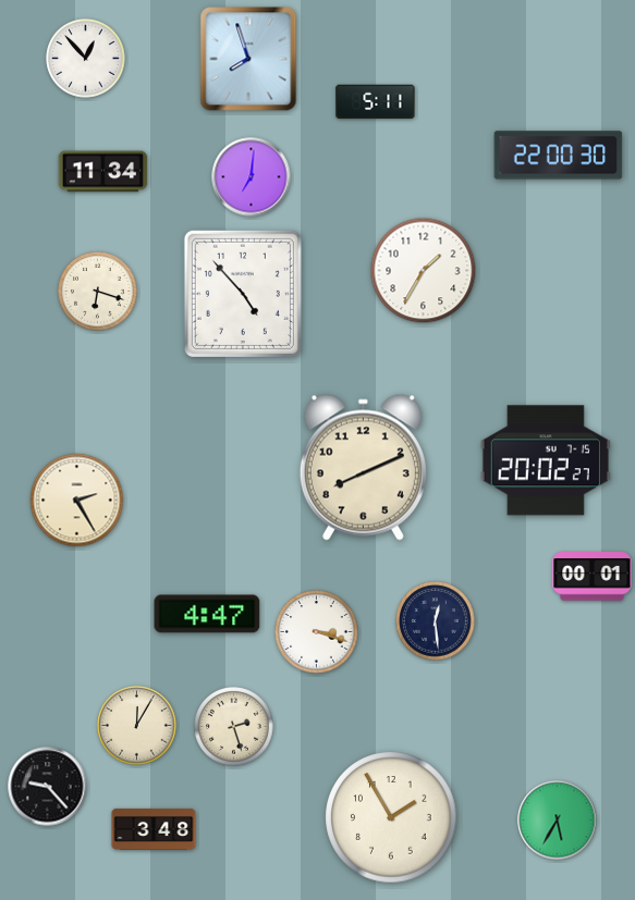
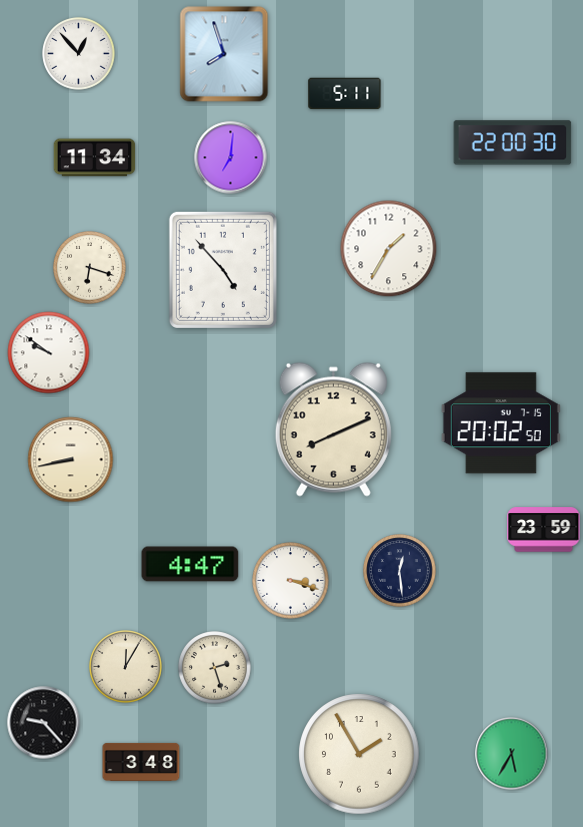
clock at (248, 59) position: (248, 59) -> (224, 54)
clock at (252, 177) position: (252, 177) -> (231, 158)
clock at (49, 353): none -> 9:51
clock at (546, 460): 20:02:27 -> 20:02:50
clock at (77, 501): 2:25 -> 8:43
clock at (593, 577): 00:01 -> 23:59
clock at (391, 817) position: (391, 817) -> (359, 754)
